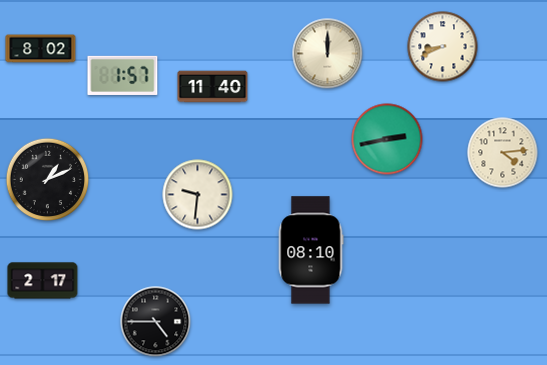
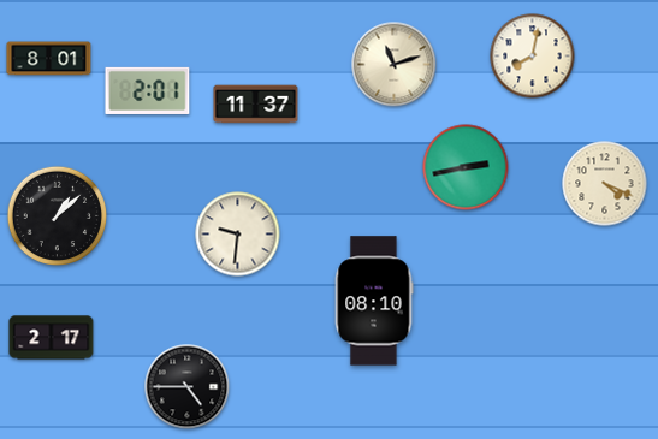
clock at (443, 47): 8:41 -> 8:02
clock at (41, 49): 8:02 -> 8:01
clock at (328, 54): 12:00 -> 11:12
clock at (123, 75): 1:57 -> 2:01
clock at (213, 87): 11:40 -> 11:37
clock at (503, 153): 4:14 -> 4:19
clock at (48, 180): 1:11 -> 1:08
